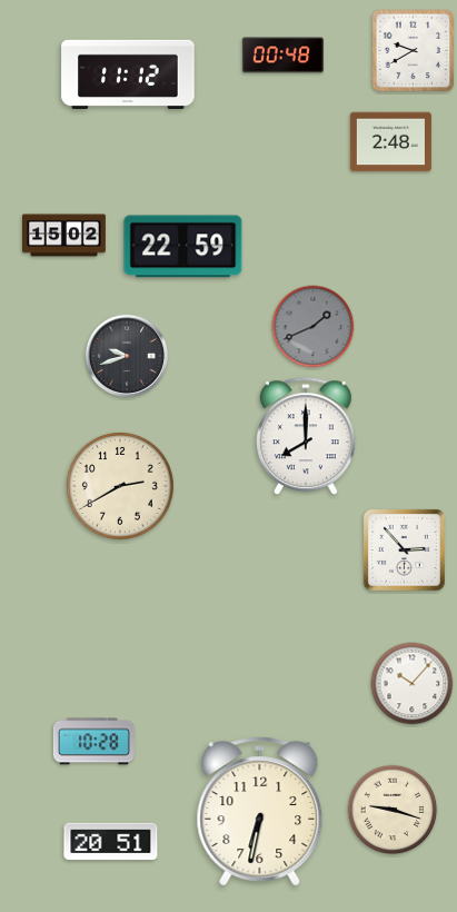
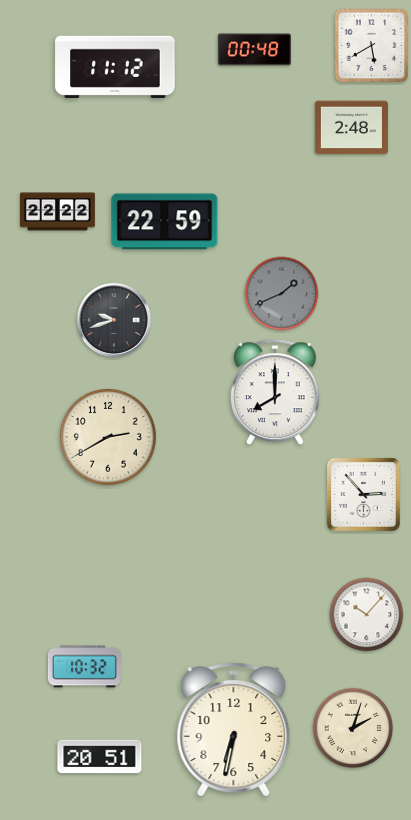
clock at (414, 51): 9:40 -> 5:40
clock at (64, 236): 15:02 -> 22:22
clock at (413, 684) position: (413, 684) -> (367, 615)
clock at (93, 742): 10:28 -> 10:32
clock at (393, 810): 9:18 -> 2:03
